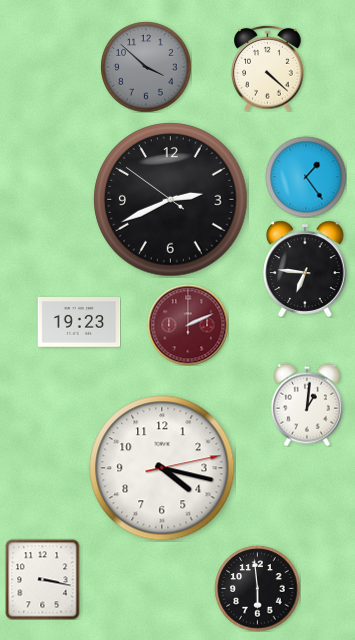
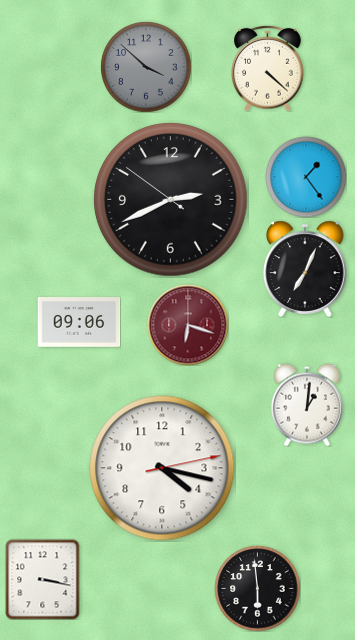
clock at (305, 269): 6:46 -> 7:04
clock at (79, 323): 19:23 -> 09:06
clock at (188, 325): 2:11 -> 6:18
